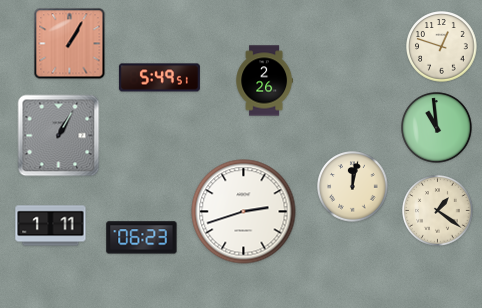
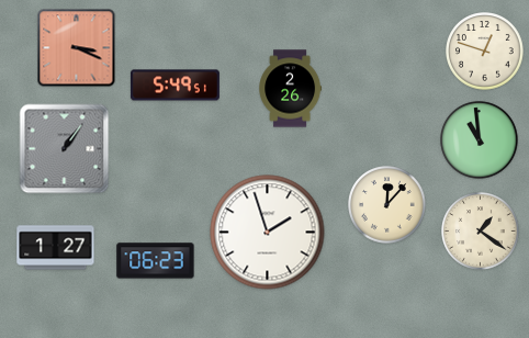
clock at (70, 44): 1:05 -> 3:19
clock at (59, 136): 1:05 -> 1:06
clock at (353, 187): 12:02 -> 12:07
clock at (244, 212): 2:42 -> 1:57
clock at (51, 226): 1:11 -> 1:27
